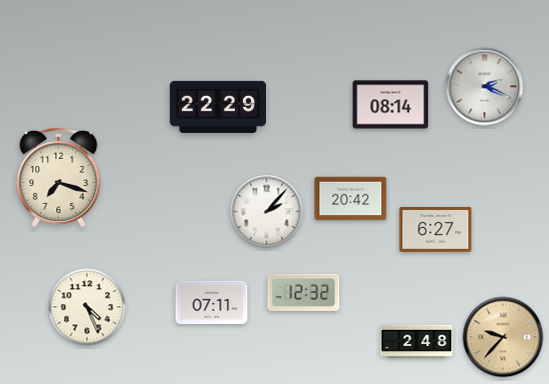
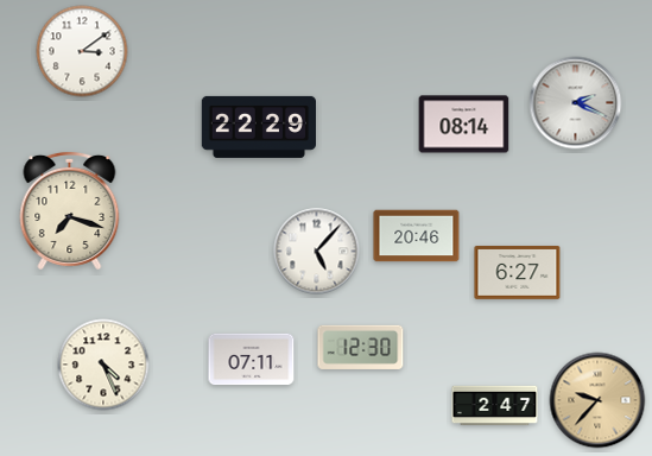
clock at (82, 51): none -> 3:09
clock at (351, 199): 20:42 -> 20:46
clock at (267, 212): 2:07 -> 5:07
clock at (304, 292): 12:32 -> 12:30
clock at (417, 342): 2:48 -> 2:47
